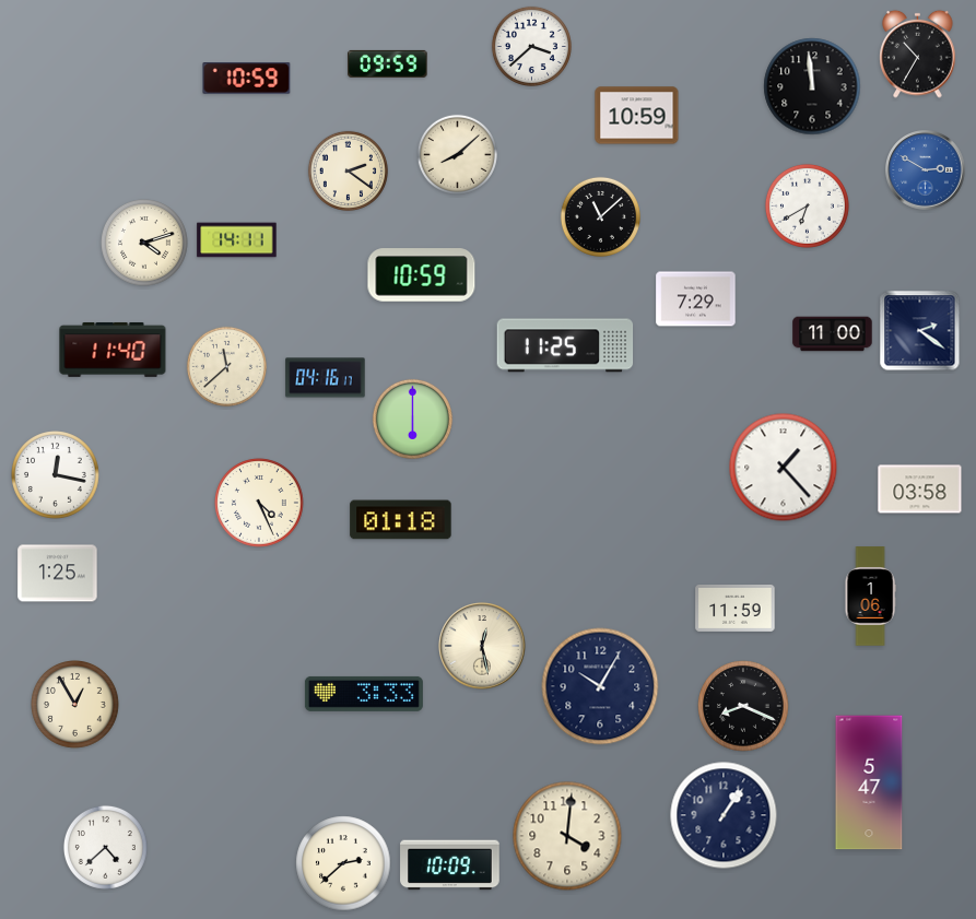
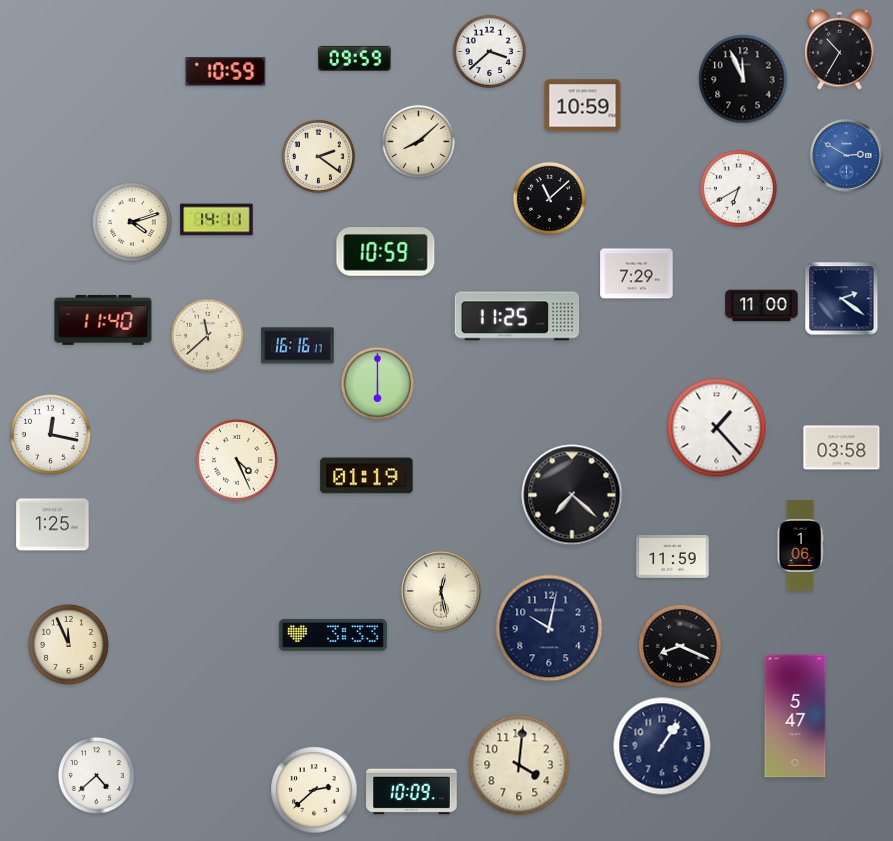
clock at (531, 46) position: (531, 46) -> (489, 51)
clock at (812, 86): 11:59 -> 11:56
clock at (920, 331) position: (920, 331) -> (842, 299)
clock at (326, 378): 04:16 -> 16:16
clock at (401, 520): 01:18 -> 01:19
clock at (572, 495): none -> 7:22
clock at (870, 597) position: (870, 597) -> (800, 546)
clock at (600, 686): 10:05 -> 10:02
clock at (75, 705): 12:55 -> 11:56
